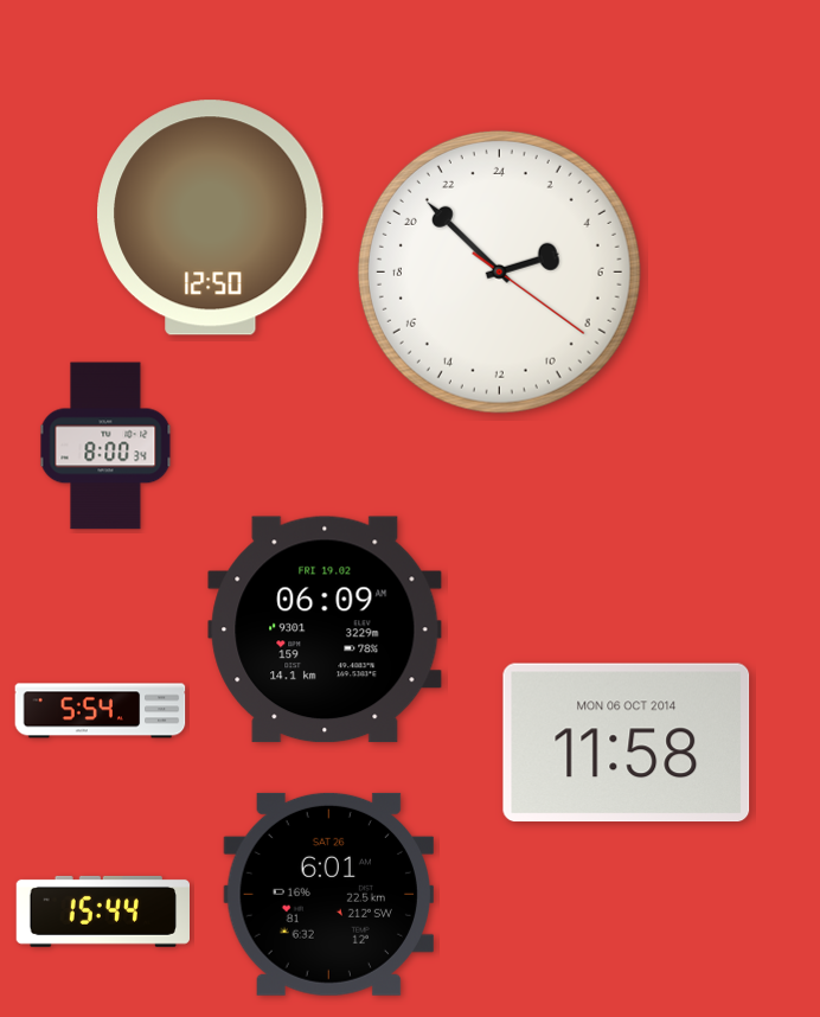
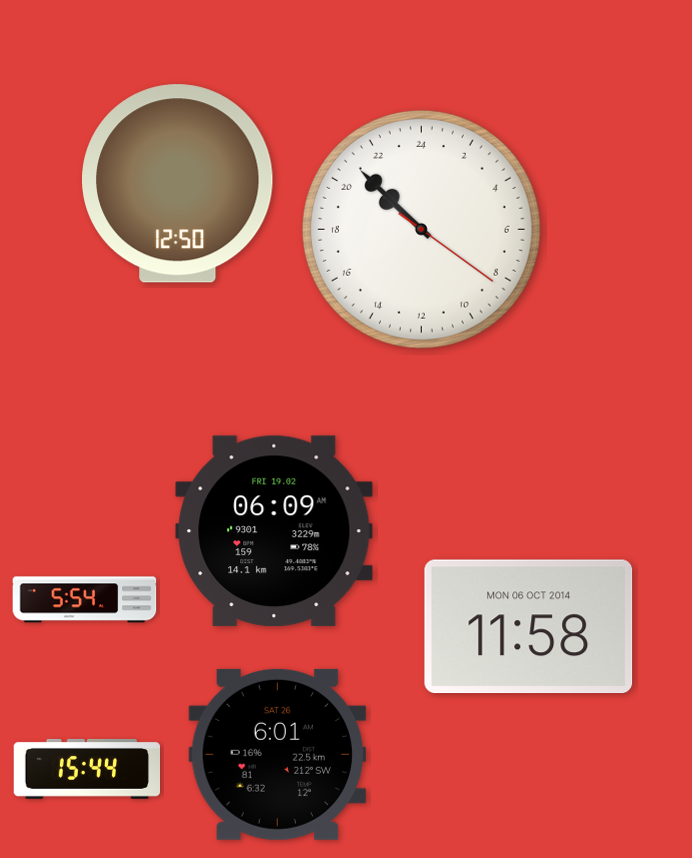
clock at (499, 271): 4:52 -> 20:52
clock at (105, 446): 8:00 -> none
